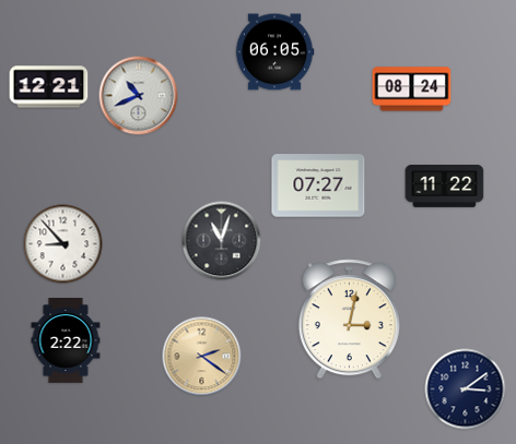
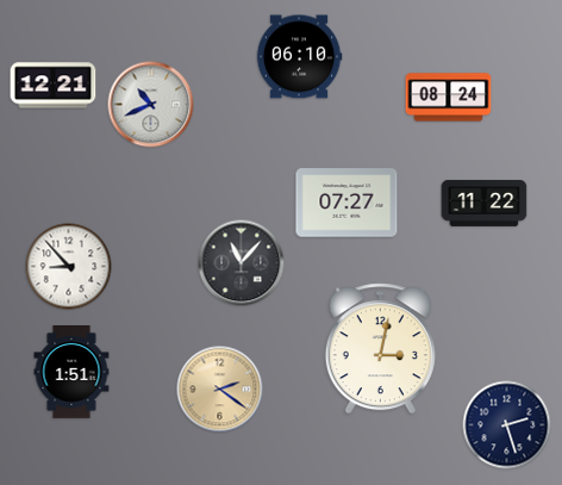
clock at (274, 52): 06:05 -> 06:10
clock at (49, 87) position: (49, 87) -> (54, 86)
clock at (222, 241): 11:03 -> 11:07
clock at (66, 341): 2:22 -> 1:51
clock at (466, 389): 3:09 -> 2:27
